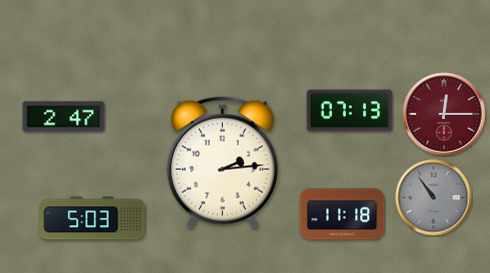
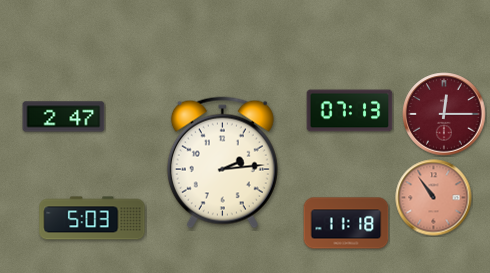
clock at (434, 198) dial: grey -> salmon
clock at (342, 214) position: (342, 214) -> (346, 223)
